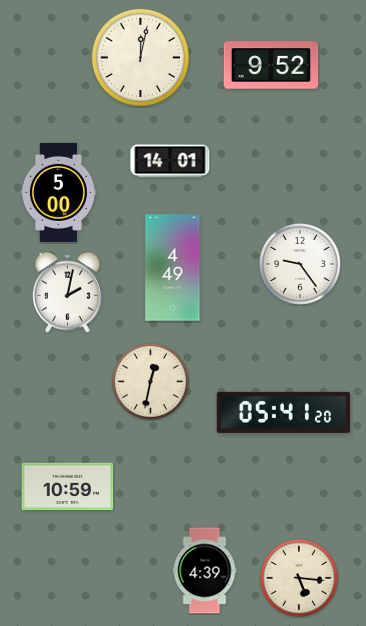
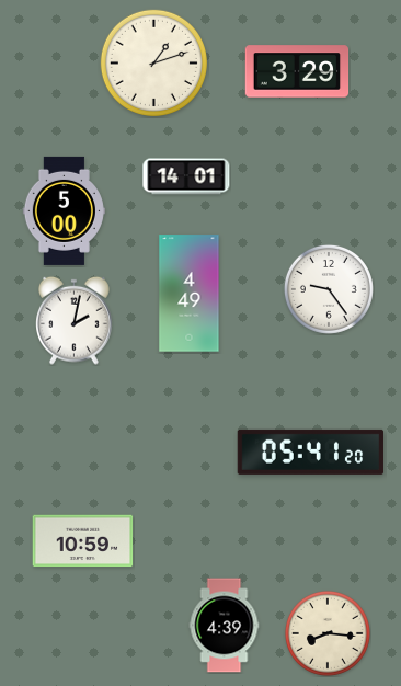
clock at (140, 57): 12:02 -> 1:12
clock at (271, 65): 9:52 -> 3:29
clock at (150, 381): 12:32 -> none
clock at (68, 487) position: (68, 487) -> (83, 541)
clock at (299, 578): 5:16 -> 8:16
